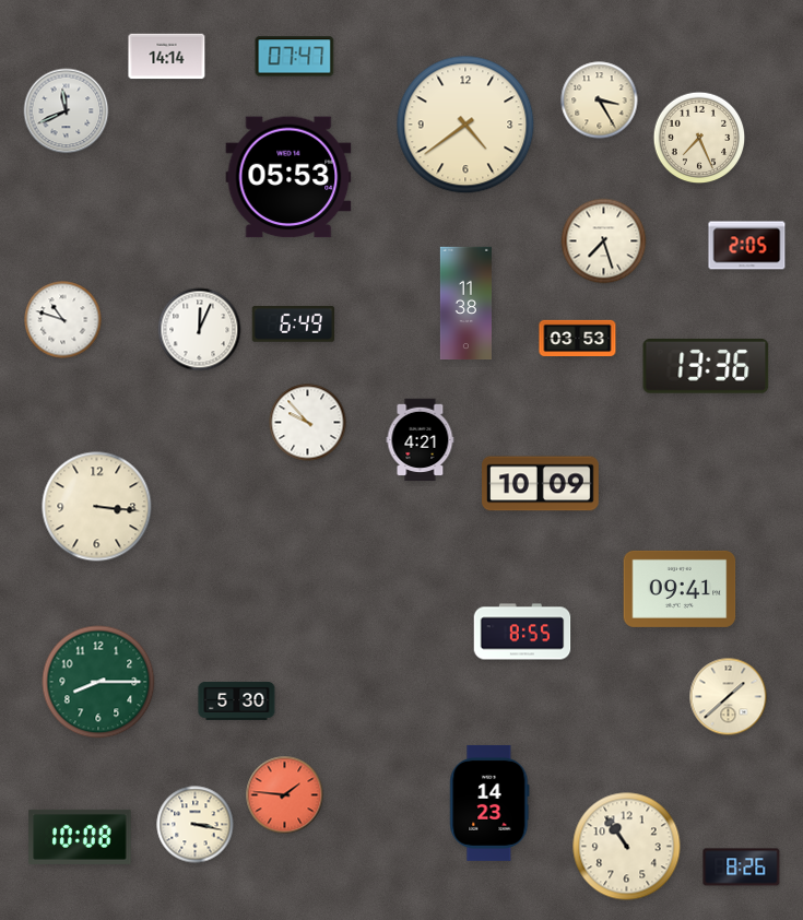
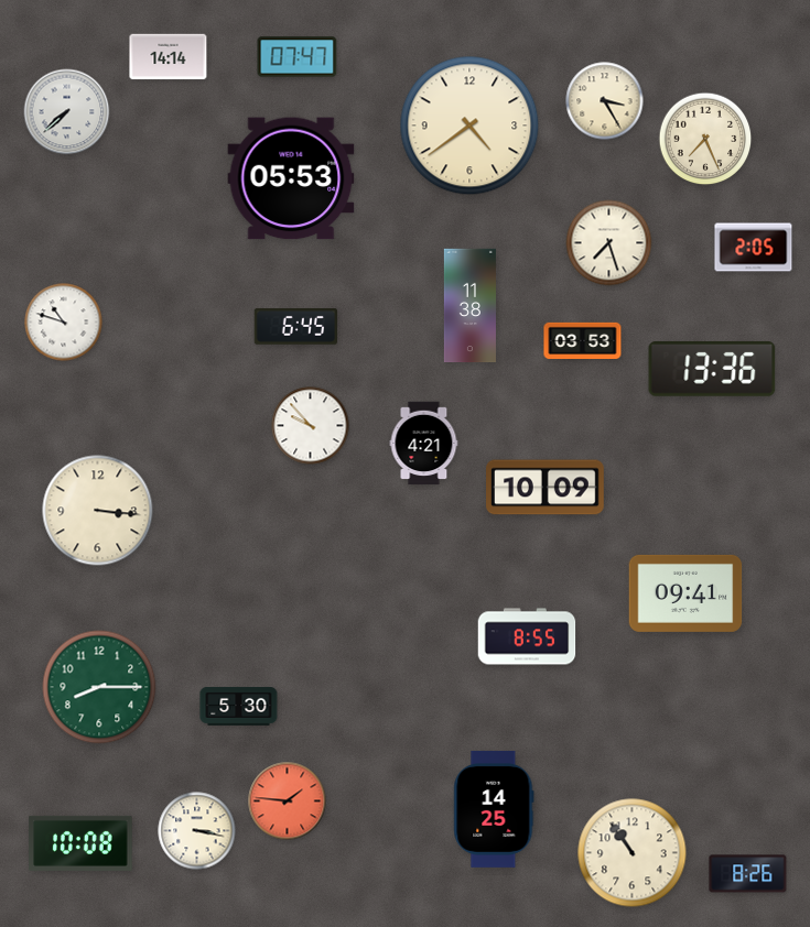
clock at (67, 111): 11:41 -> 7:38
clock at (293, 325): 6:49 -> 6:45
clock at (200, 330): 12:04 -> none
clock at (729, 697): 1:38 -> none
clock at (489, 803): 14:23 -> 14:25
